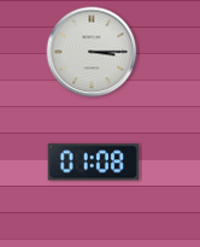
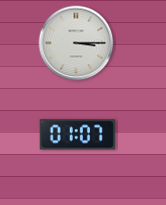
clock at (93, 163): 01:08 -> 01:07
